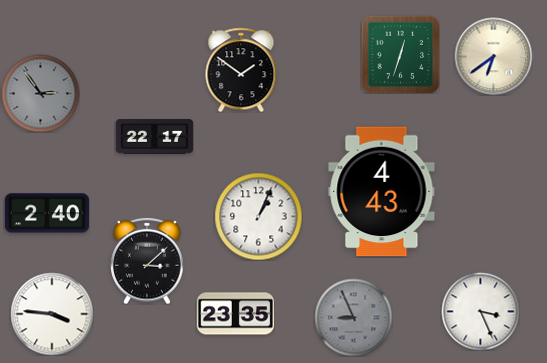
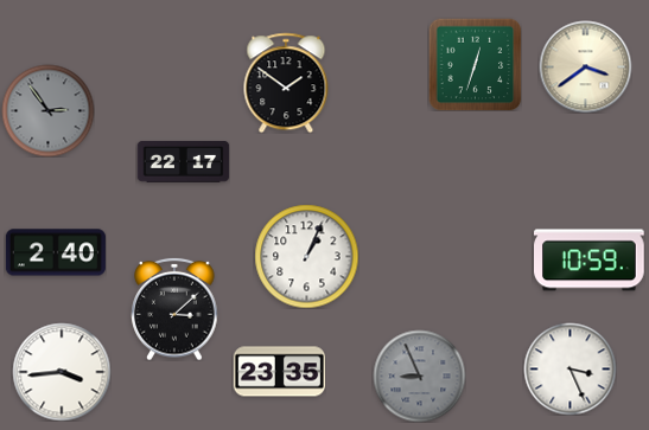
clock at (493, 56): 6:39 -> 3:39
clock at (382, 192): 4:43 -> none
clock at (590, 261): none -> 10:59
clock at (52, 314): 3:46 -> 3:44
